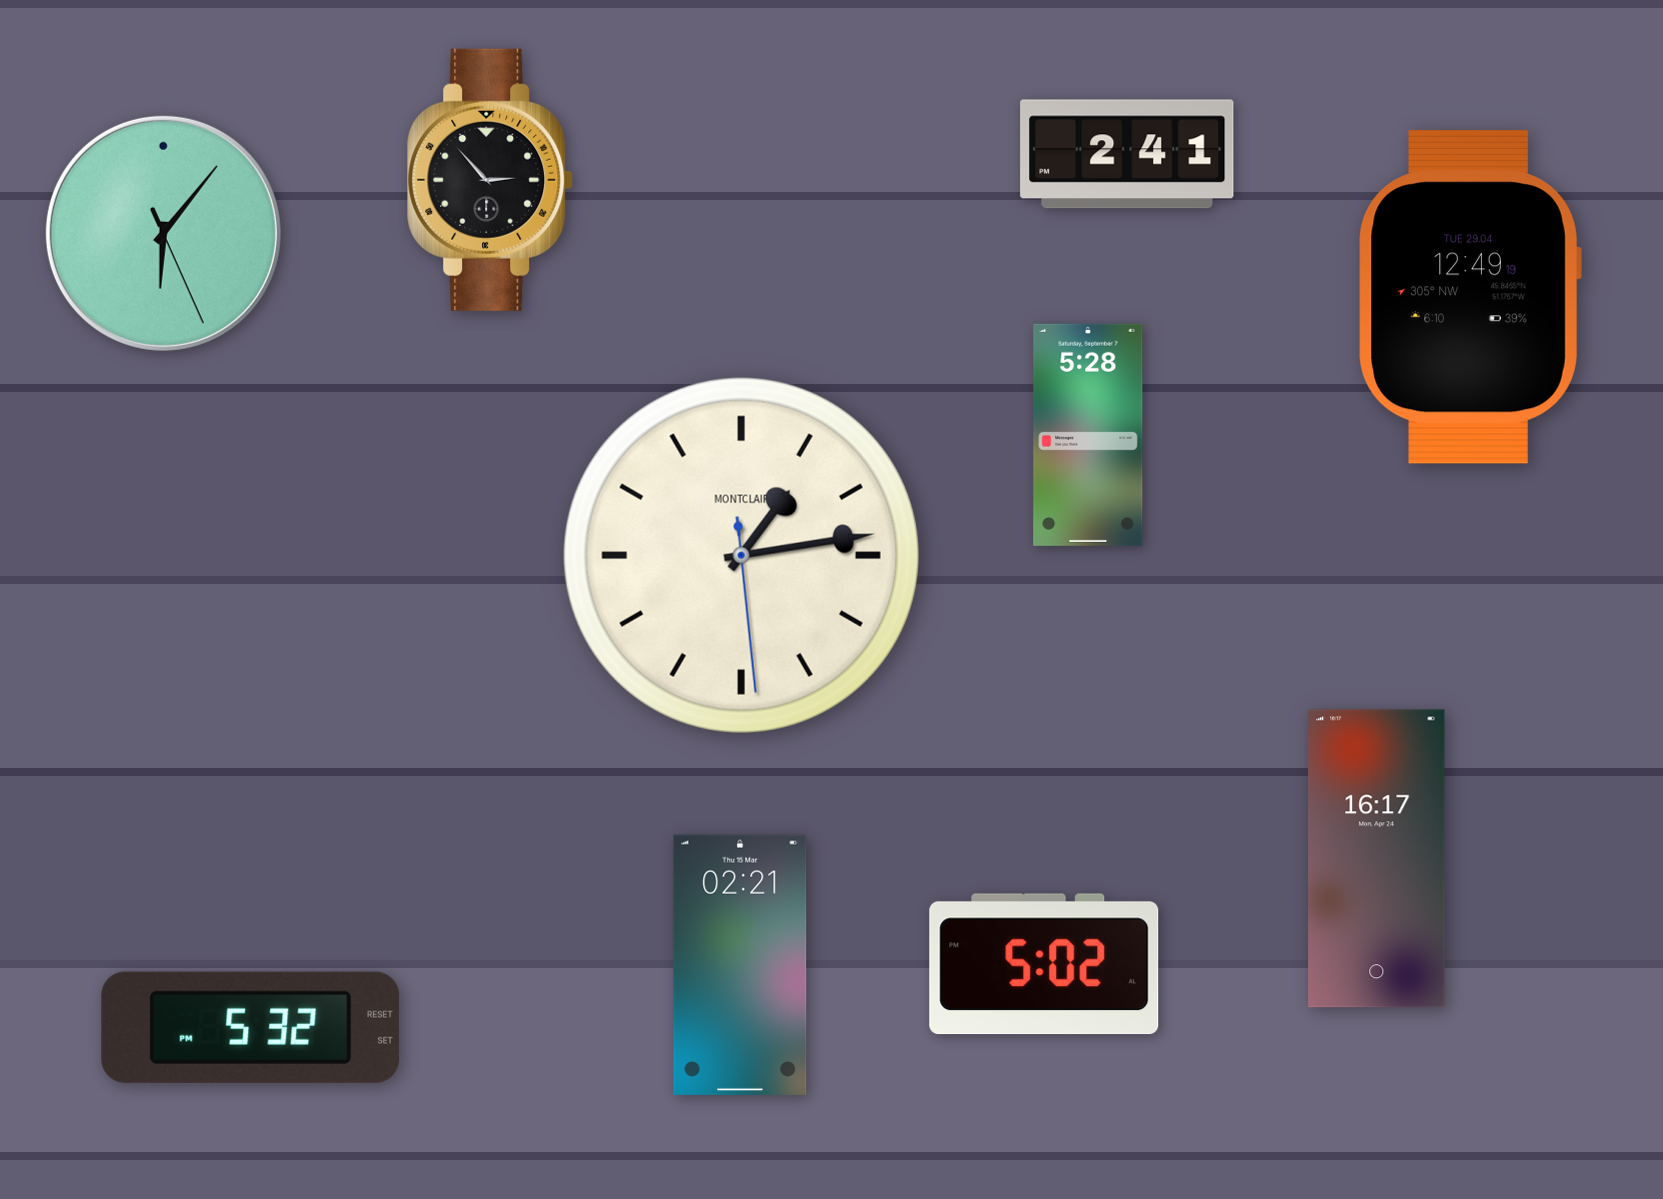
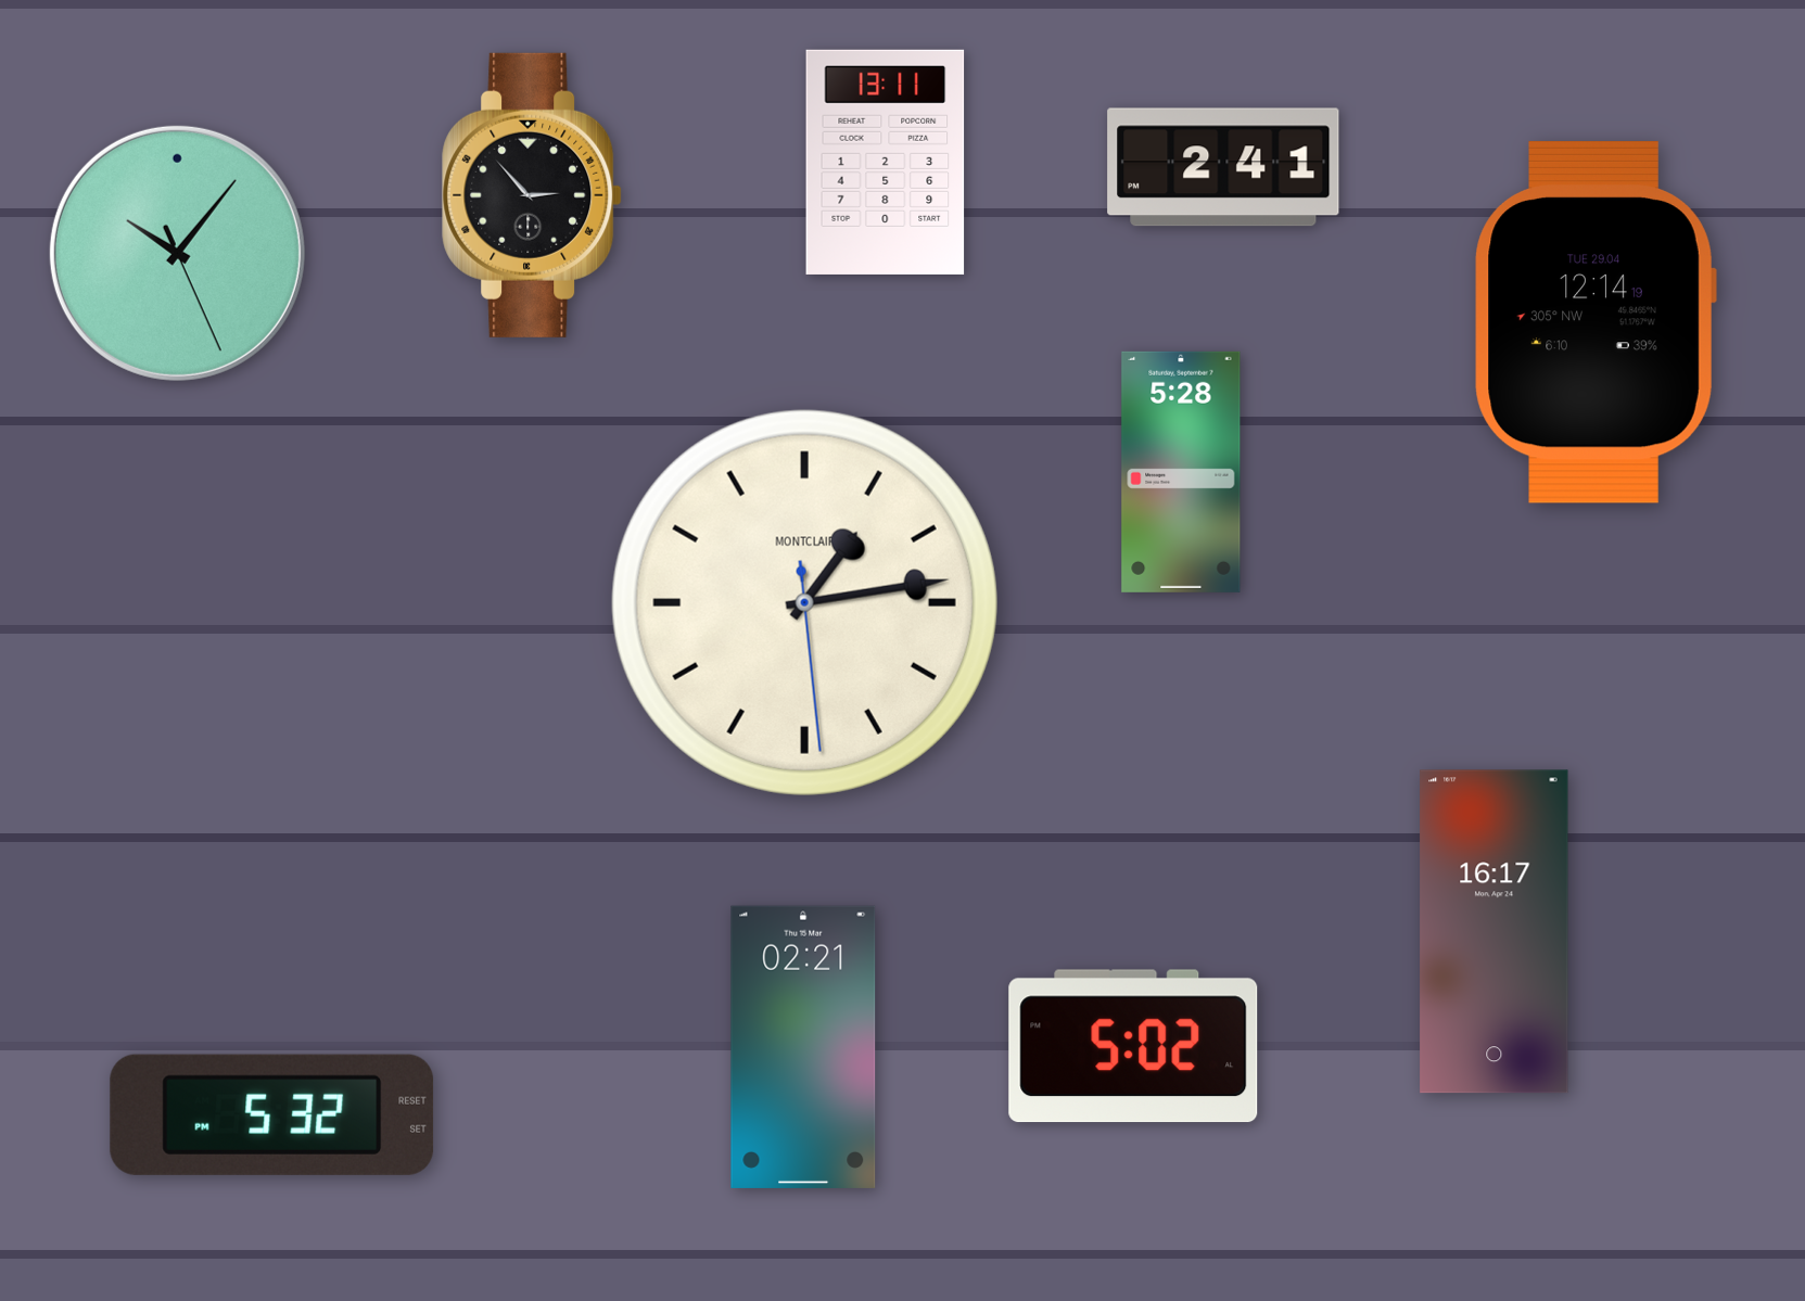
clock at (886, 162): none -> 13:11
clock at (163, 233): 6:06 -> 10:06
clock at (1470, 297): 12:49 -> 12:14
